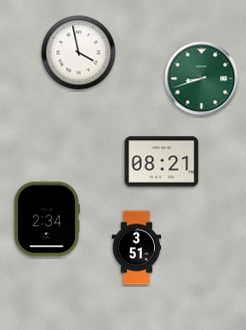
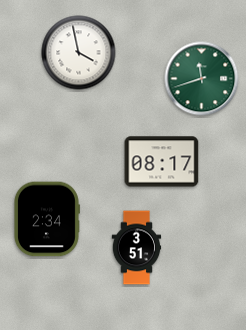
clock at (202, 79): 8:42 -> 11:42
clock at (162, 162): 08:21 -> 08:17
